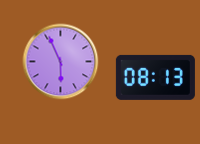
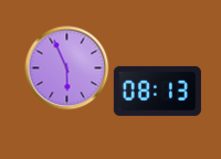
clock at (155, 77) position: (155, 77) -> (157, 91)
